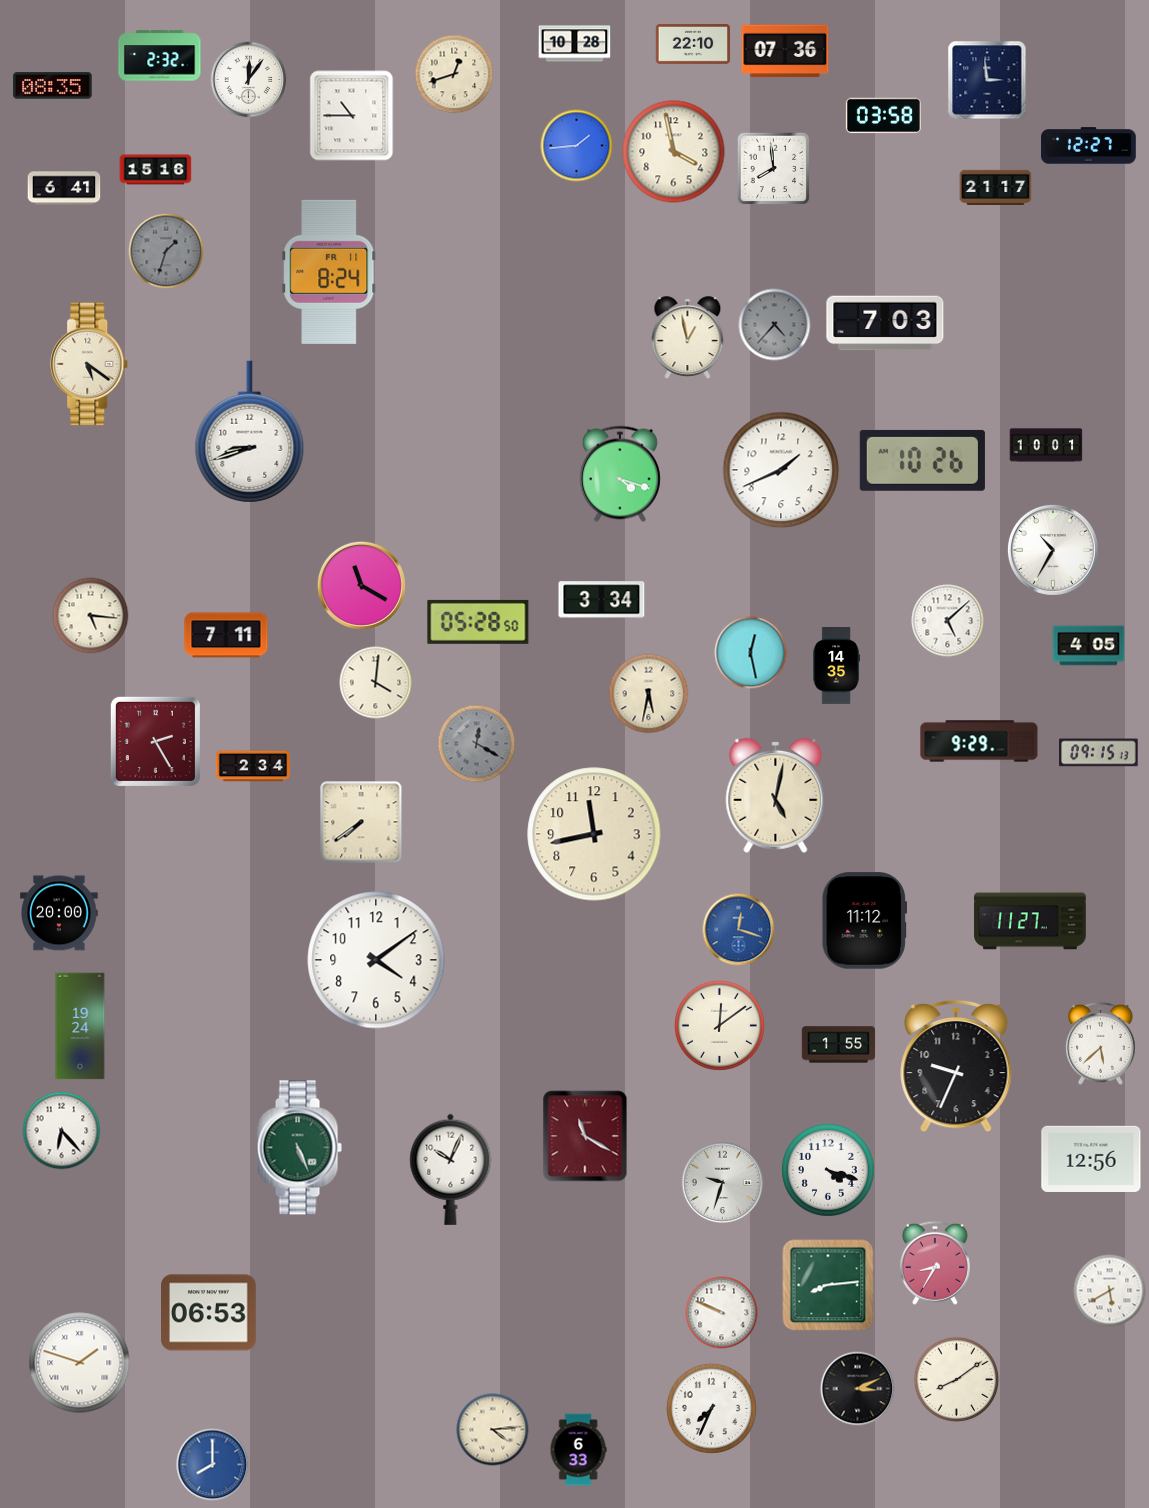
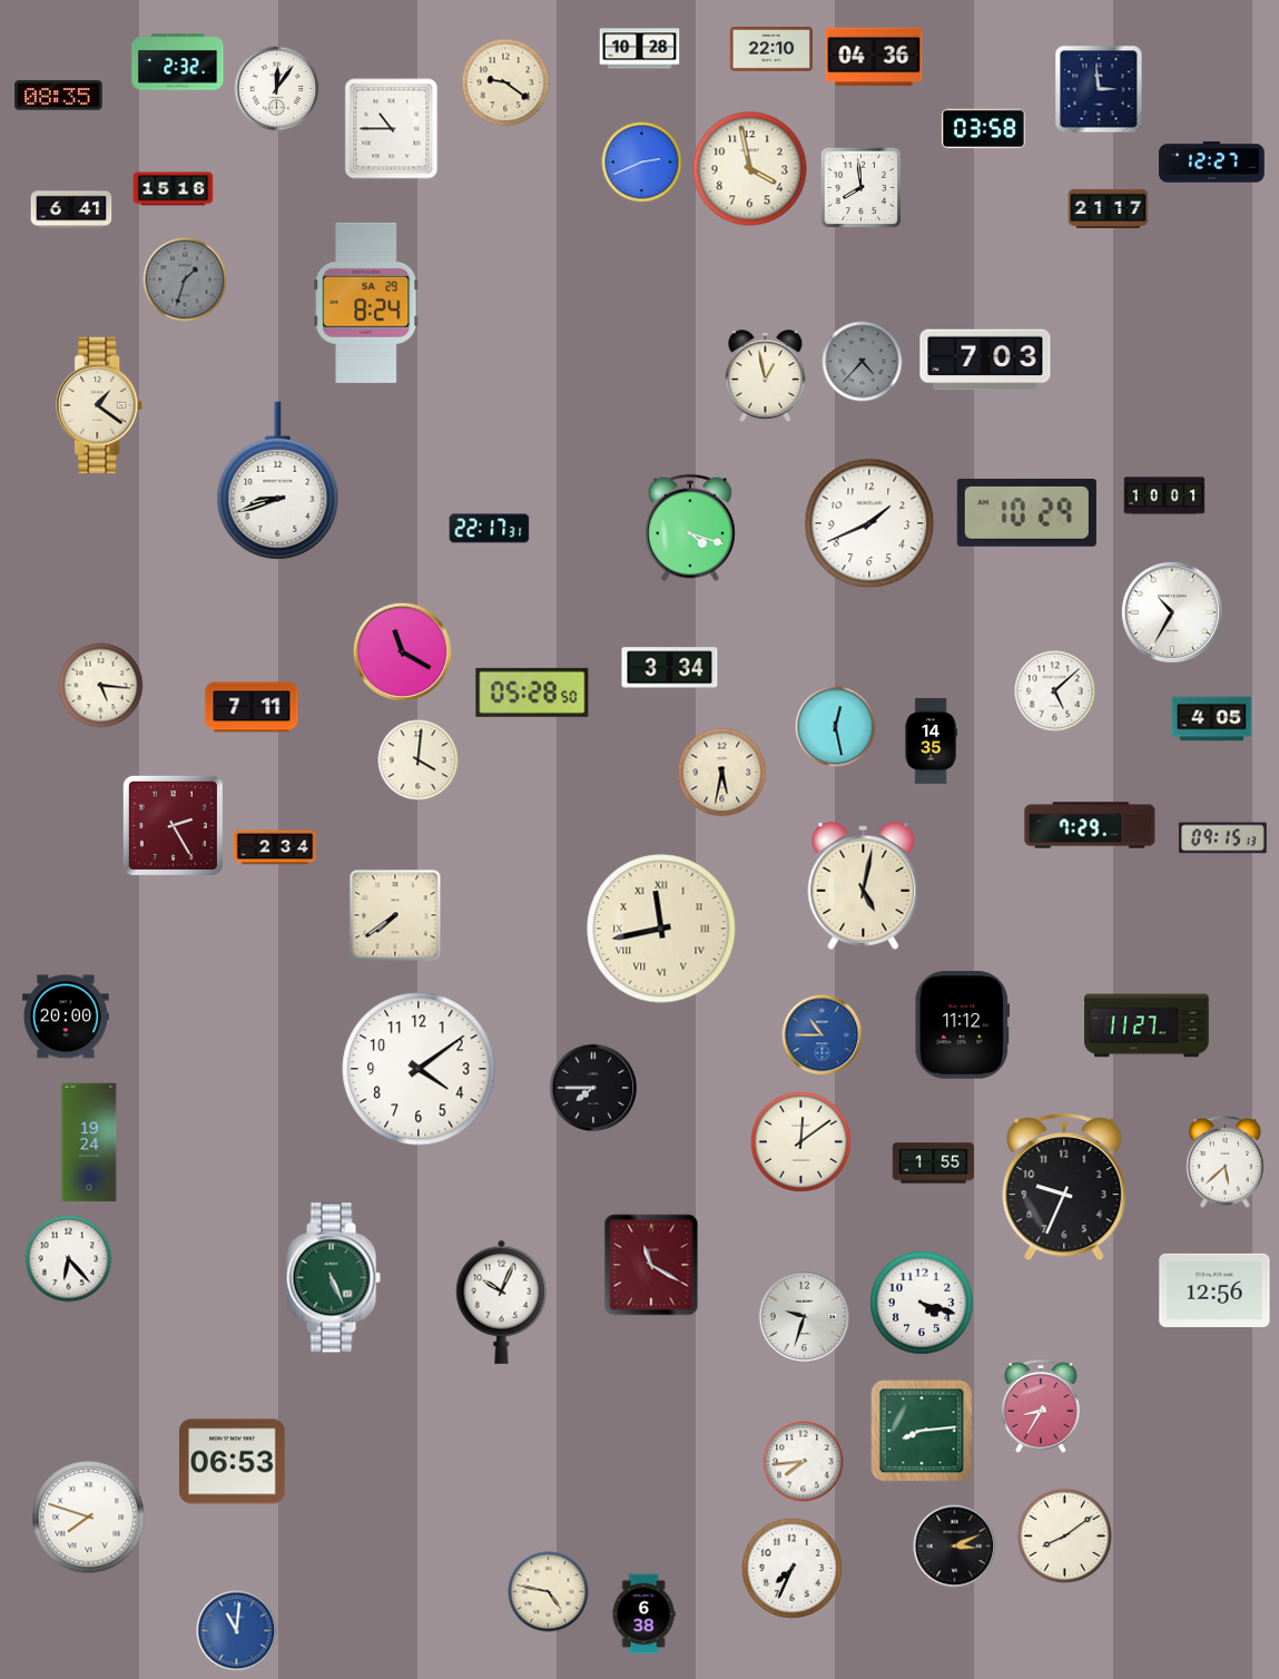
clock at (785, 51): 07:36 -> 04:36
clock at (454, 74): 12:42 -> 9:21
clock at (577, 146): 1:44 -> 2:41
clock at (329, 272) date: FR 11 -> SA 29
clock at (90, 364): 5:21 -> 1:21
clock at (922, 460): 10:26 -> 10:29
clock at (490, 529): none -> 22:17
clock at (979, 741): 9:29 -> 7:29
clock at (477, 744): 12:20 -> none
clock at (253, 766) position: (253, 766) -> (275, 847)
clock at (361, 822) position: (361, 822) -> (395, 915)
clock at (594, 834) numerals: Arabic -> Roman
clock at (739, 930): 12:18 -> 10:45
clock at (593, 1088): none -> 7:45
clock at (1110, 1291): 5:40 -> none
clock at (722, 1313): 9:49 -> 7:44
clock at (80, 1363): 1:48 -> 7:48
clock at (493, 1430): 4:14 -> 4:47
clock at (578, 1450): 6:33 -> 6:38
clock at (213, 1465): 8:00 -> 11:01
